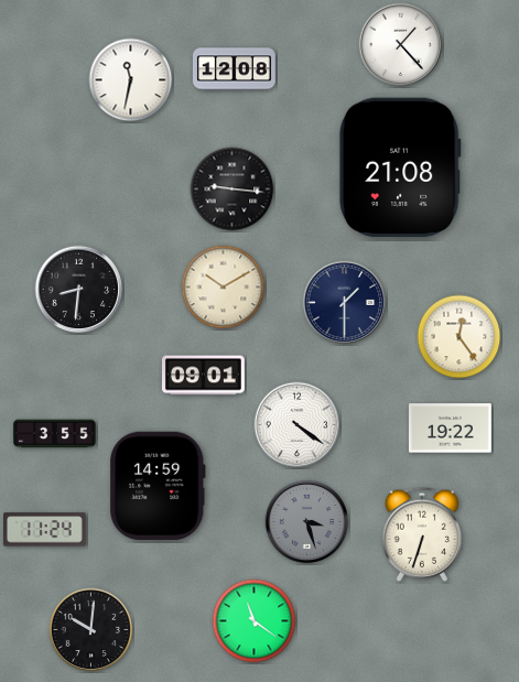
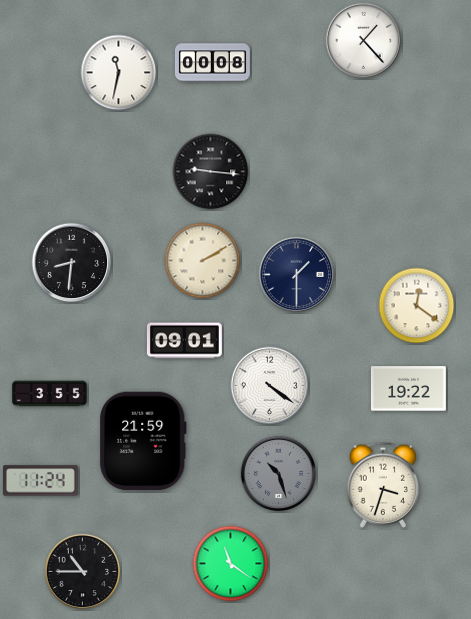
clock at (234, 69): 12:08 -> 00:08
clock at (400, 167): 21:08 -> none
clock at (224, 288): 10:10 -> 2:10
clock at (345, 303) position: (345, 303) -> (297, 275)
clock at (459, 337): 12:24 -> 12:21
clock at (158, 486): 14:59 -> 21:59
clock at (307, 522): 3:27 -> 10:27
clock at (422, 534): 6:33 -> 3:33
clock at (91, 630): 10:01 -> 10:45
